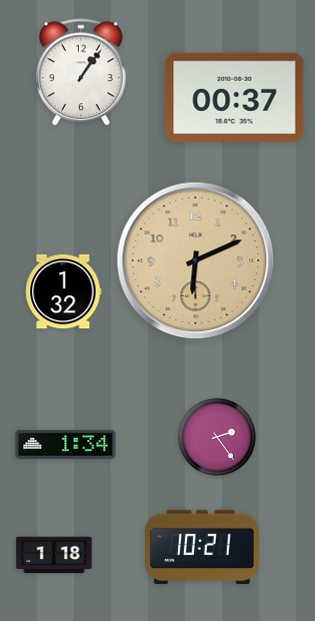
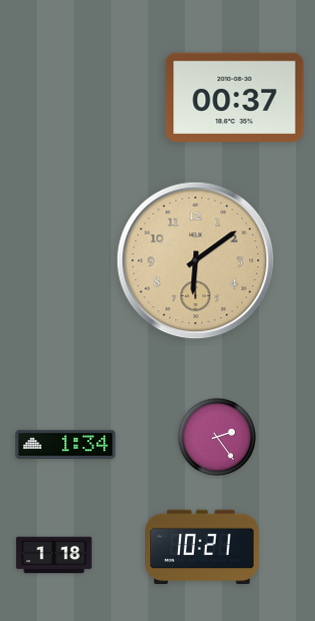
clock at (81, 73): 1:06 -> none
clock at (196, 261): 6:11 -> 6:09
clock at (64, 292): 1:32 -> none
